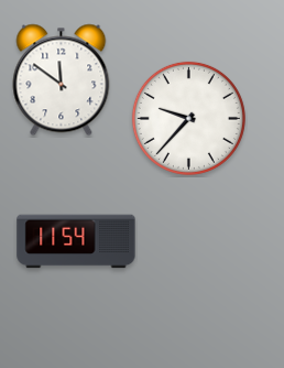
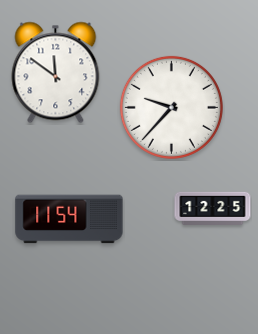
clock at (213, 208): none -> 12:25
